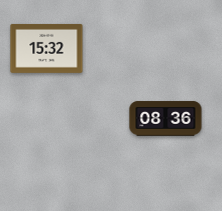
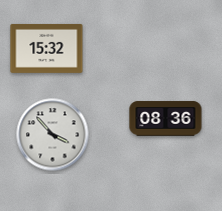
clock at (53, 135): none -> 3:53
